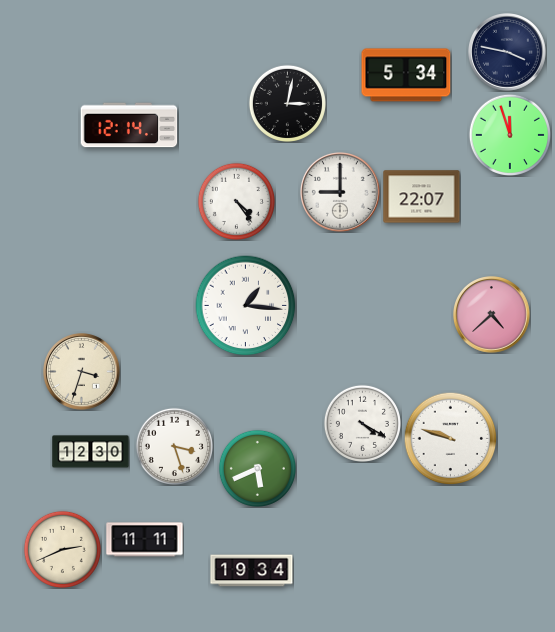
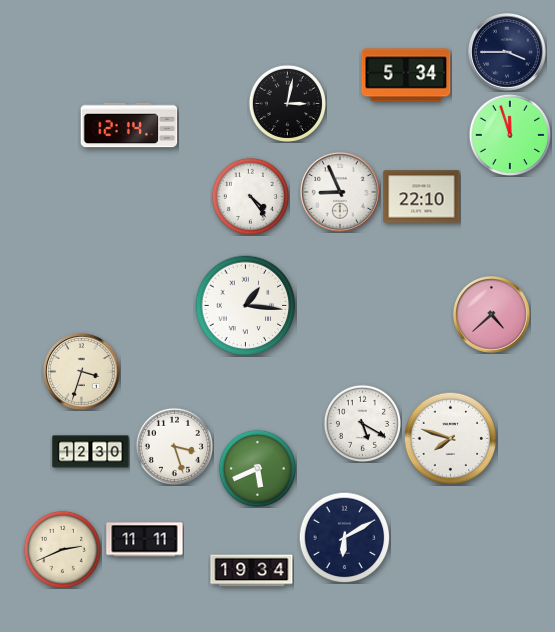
clock at (508, 53): 3:47 -> 3:45
clock at (340, 192): 9:00 -> 8:56
clock at (422, 197): 22:07 -> 22:10
clock at (236, 201) position: (236, 201) -> (250, 196)
clock at (362, 423): 4:20 -> 5:20
clock at (450, 438): 9:48 -> 7:48
clock at (344, 537): none -> 6:10
